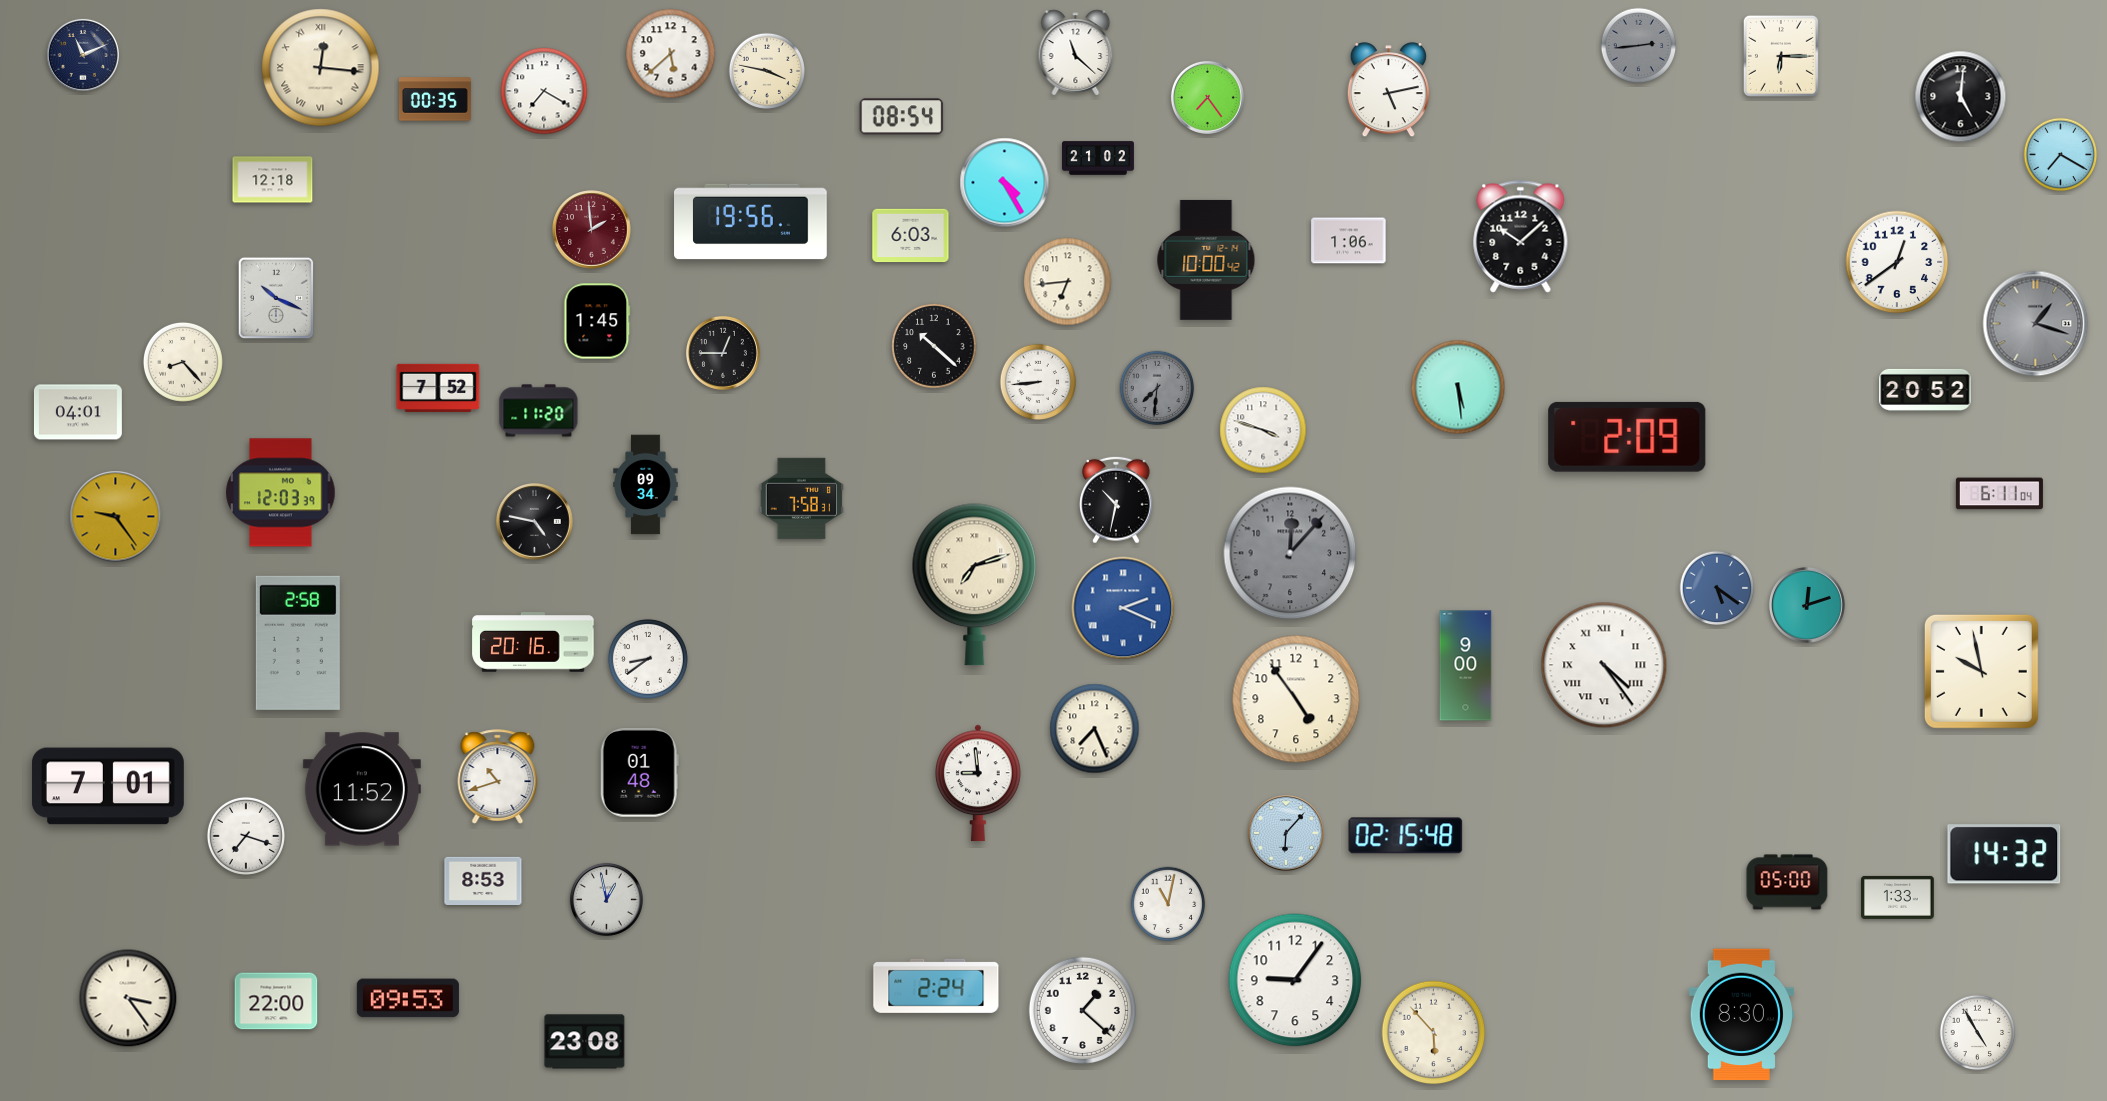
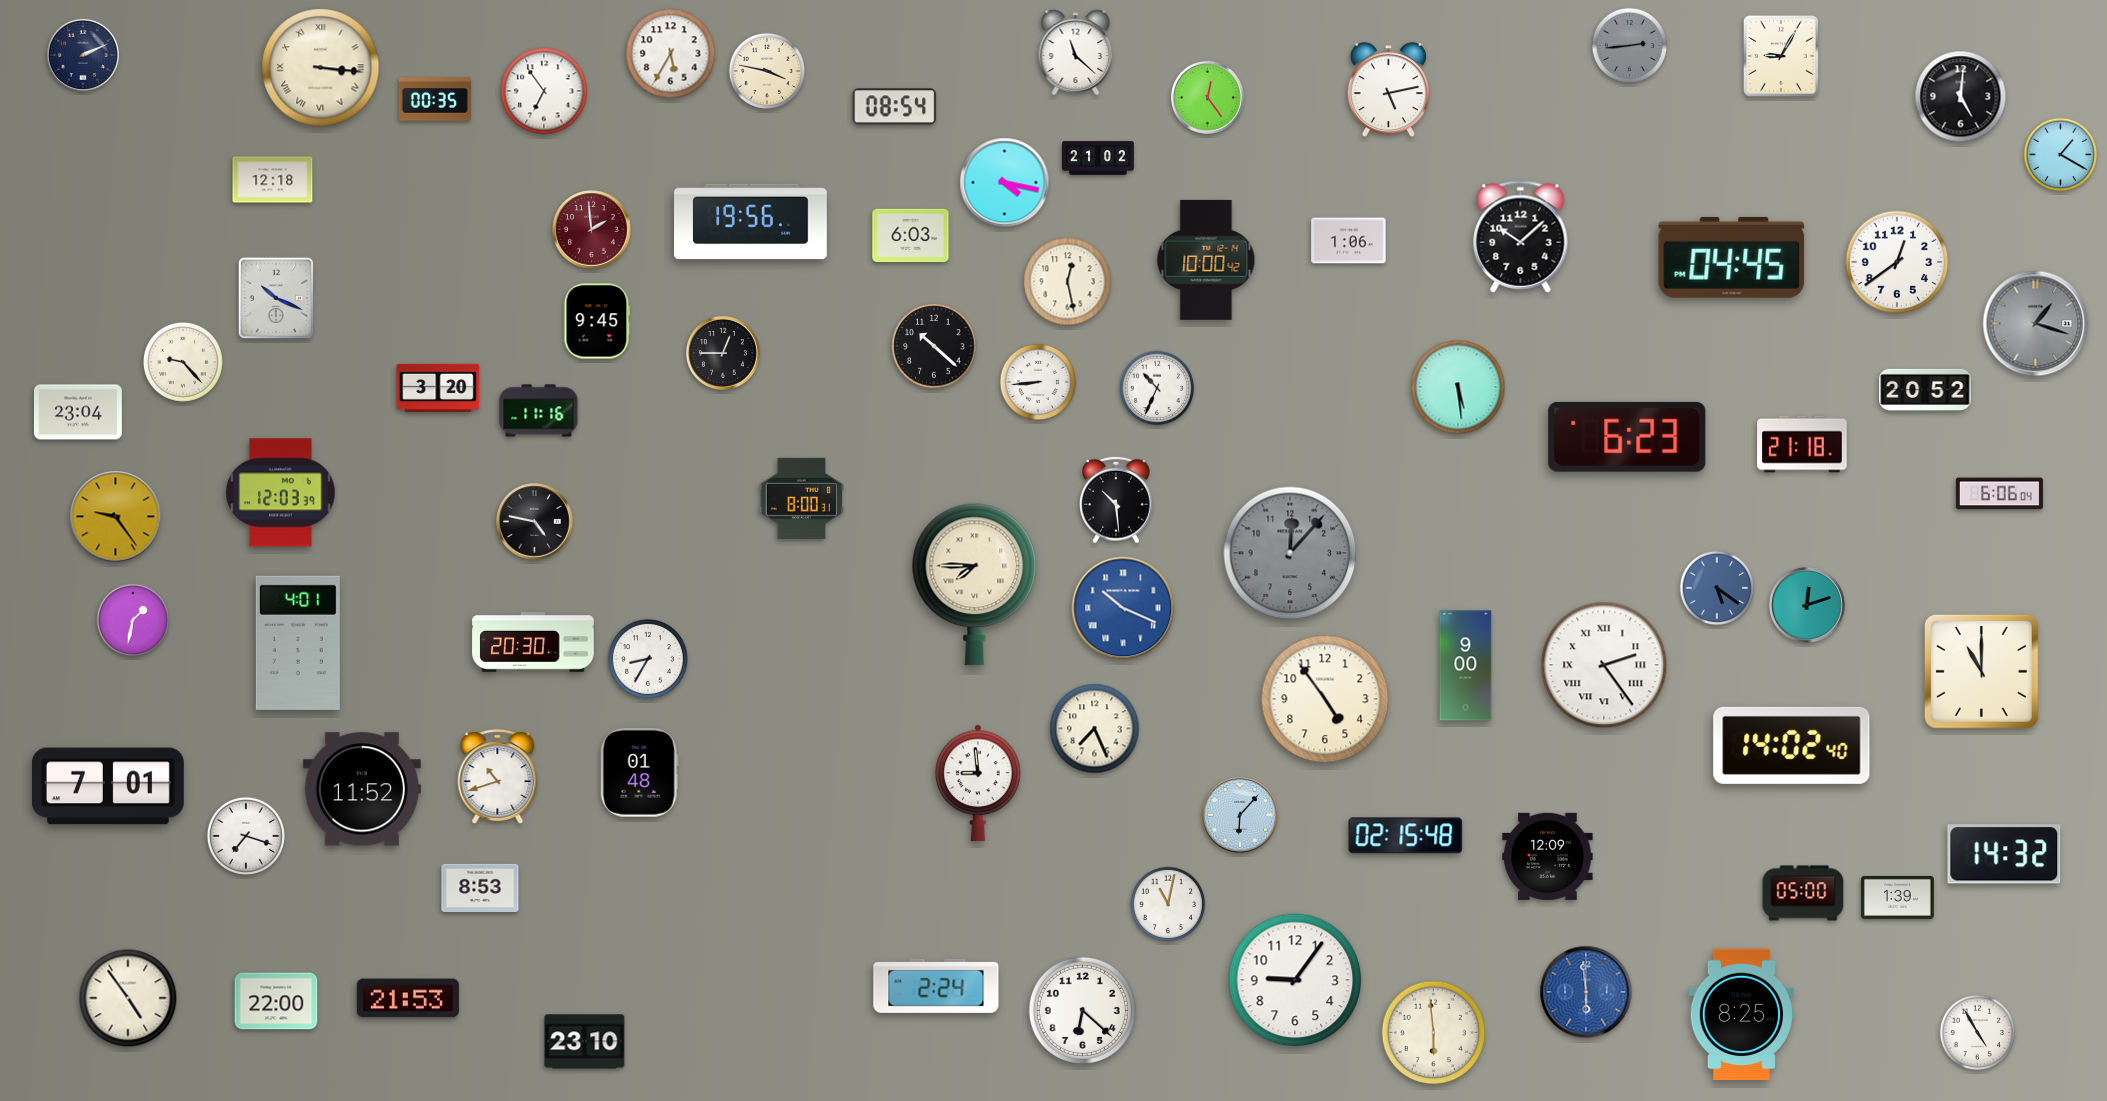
clock at (1639, 46) position: (1639, 46) -> (1630, 46)
clock at (671, 54): 5:38 -> 5:35
clock at (83, 55): 11:11 -> 2:11
clock at (1781, 56): 6:15 -> 9:05
clock at (321, 68): 12:16 -> 3:16
clock at (544, 91): 7:20 -> 6:54
clock at (1207, 97): 7:24 -> 12:24
clock at (902, 117) position: (902, 117) -> (895, 107)
clock at (2061, 155): 7:20 -> 1:20
clock at (1005, 183): 4:25 -> 4:17
clock at (1732, 257): none -> 04:45
clock at (1068, 282): 6:44 -> 12:28
clock at (597, 321): 1:45 -> 9:45
clock at (183, 362): 8:23 -> 9:23
clock at (438, 387): 7:52 -> 3:20
clock at (1157, 388): 7:31 -> 10:34
clock at (1157, 388) dial: grey -> white
clock at (539, 411): 11:20 -> 11:16
clock at (78, 412): 04:01 -> 23:04
clock at (1263, 430): 3:48 -> none
clock at (1627, 437): 2:09 -> 6:23
clock at (1802, 444): none -> 21:18
clock at (646, 485): 09:34 -> none
clock at (1999, 494): 6:11 -> 6:06
clock at (801, 498): 7:58 -> 8:00
clock at (1117, 500): 10:32 -> 10:29
clock at (975, 585): 7:12 -> 7:45
clock at (1123, 608): 2:19 -> 10:19
clock at (133, 620): none -> 1:32
clock at (533, 642): 20:16 -> 20:30
clock at (298, 643): 2:58 -> 4:01
clock at (648, 659): 8:39 -> 8:35
clock at (1604, 665): 4:24 -> 2:24
clock at (1981, 671): 9:58 -> 11:00
clock at (1296, 699) position: (1296, 699) -> (1325, 699)
clock at (1792, 745): none -> 14:02
clock at (1287, 834) position: (1287, 834) -> (1241, 816)
clock at (1548, 856): none -> 12:09
clock at (483, 880) position: (483, 880) -> (480, 887)
clock at (1787, 882) position: (1787, 882) -> (1803, 893)
clock at (1898, 897): 1:33 -> 1:39
clock at (606, 899): 12:58 -> none
clock at (1586, 992): none -> 5:59
clock at (128, 998): 3:24 -> 4:54
clock at (408, 998): 09:53 -> 21:53
clock at (1082, 1010): 1:22 -> 6:22
clock at (1741, 1015): 8:30 -> 8:25
clock at (1434, 1033): 5:53 -> 5:59
clock at (585, 1042): 23:08 -> 23:10
